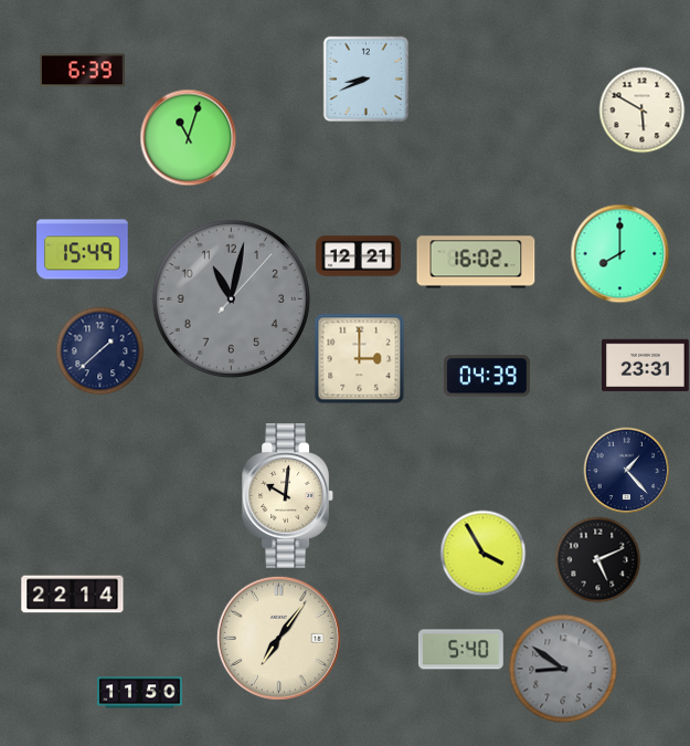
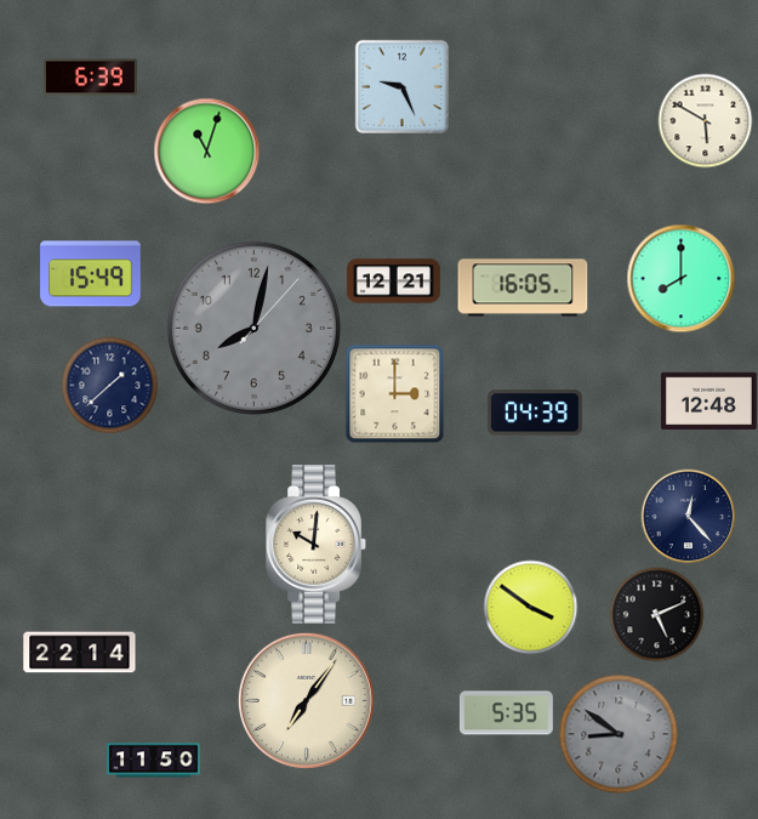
clock at (365, 78): 8:41 -> 9:26
clock at (476, 262): 16:02 -> 16:05
clock at (231, 298): 11:02 -> 8:02
clock at (646, 366): 23:31 -> 12:48
clock at (626, 470): 1:23 -> 12:23
clock at (482, 553): 3:55 -> 3:51
clock at (460, 650): 5:40 -> 5:35
